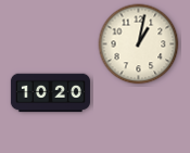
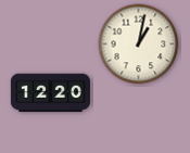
clock at (50, 93): 10:20 -> 12:20
